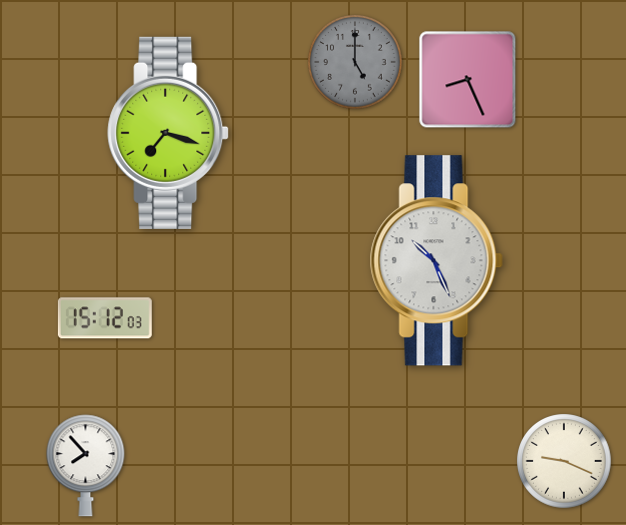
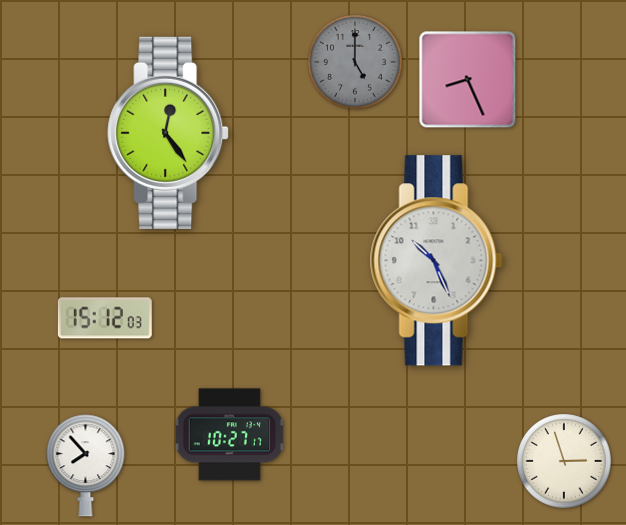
clock at (168, 133): 7:18 -> 12:24
clock at (229, 435): none -> 10:27
clock at (564, 461): 9:19 -> 2:57
